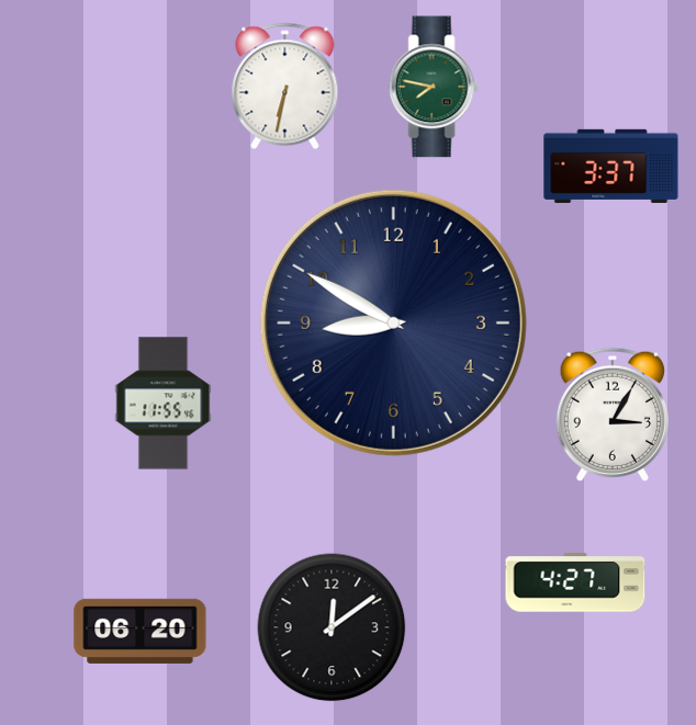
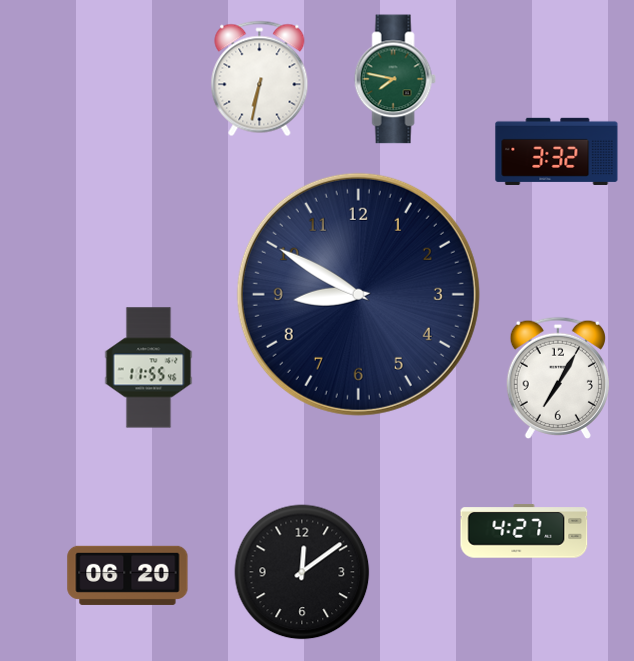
clock at (611, 166): 3:37 -> 3:32
clock at (613, 414): 3:05 -> 7:05
